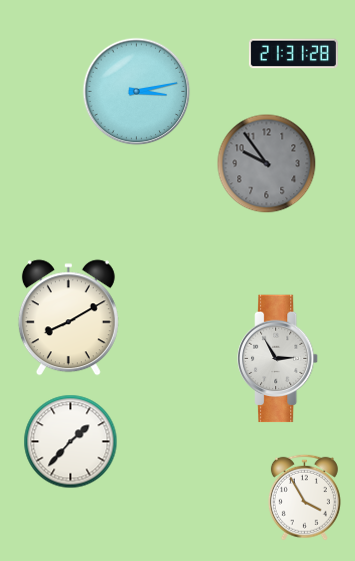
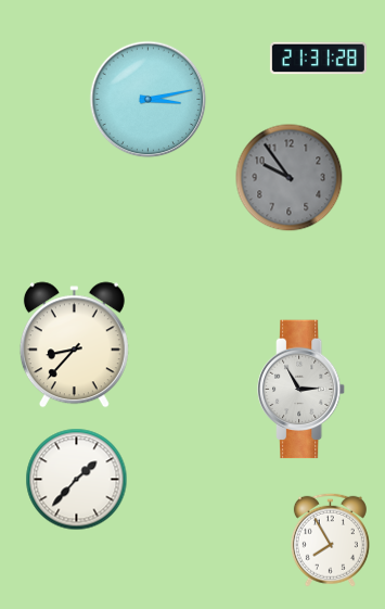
clock at (68, 318): 8:10 -> 8:37
clock at (304, 497): 3:55 -> 7:55
